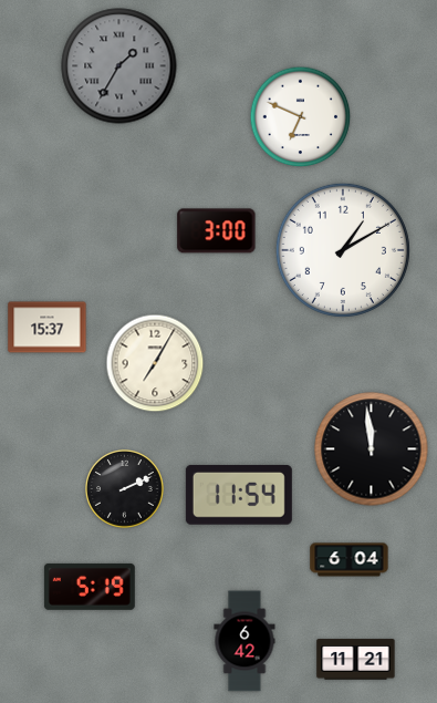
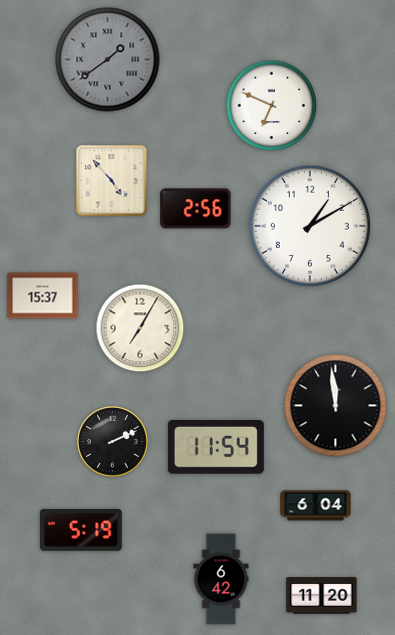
clock at (119, 66): 1:35 -> 1:39
clock at (112, 181): none -> 4:53
clock at (217, 231): 3:00 -> 2:56
clock at (356, 660): 11:21 -> 11:20
